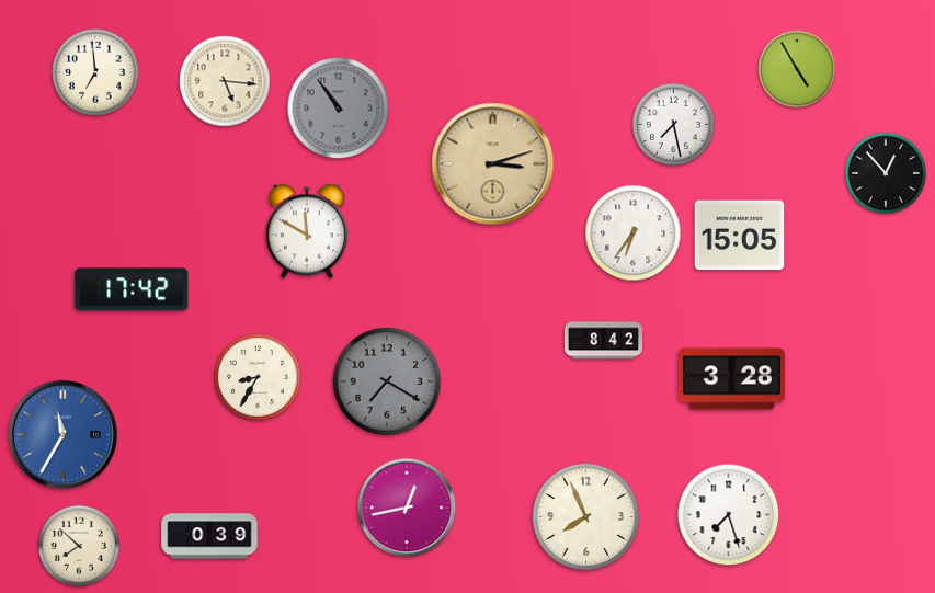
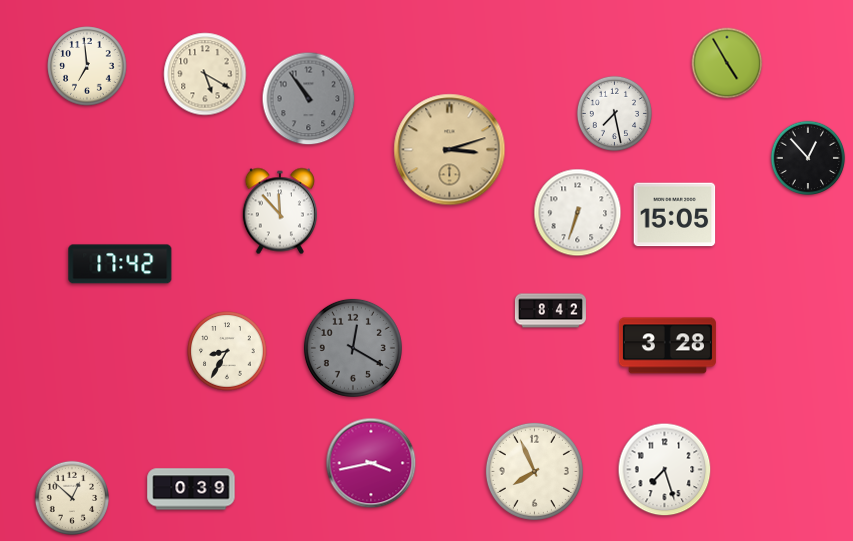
clock at (225, 81): 5:16 -> 5:20
clock at (307, 231): 11:50 -> 11:53
clock at (634, 233): 6:36 -> 6:33
clock at (258, 377) position: (258, 377) -> (227, 351)
clock at (387, 381): 7:20 -> 12:20
clock at (62, 434): 11:35 -> none
clock at (407, 508): 12:43 -> 3:43
clock at (79, 546): 7:52 -> 12:52
